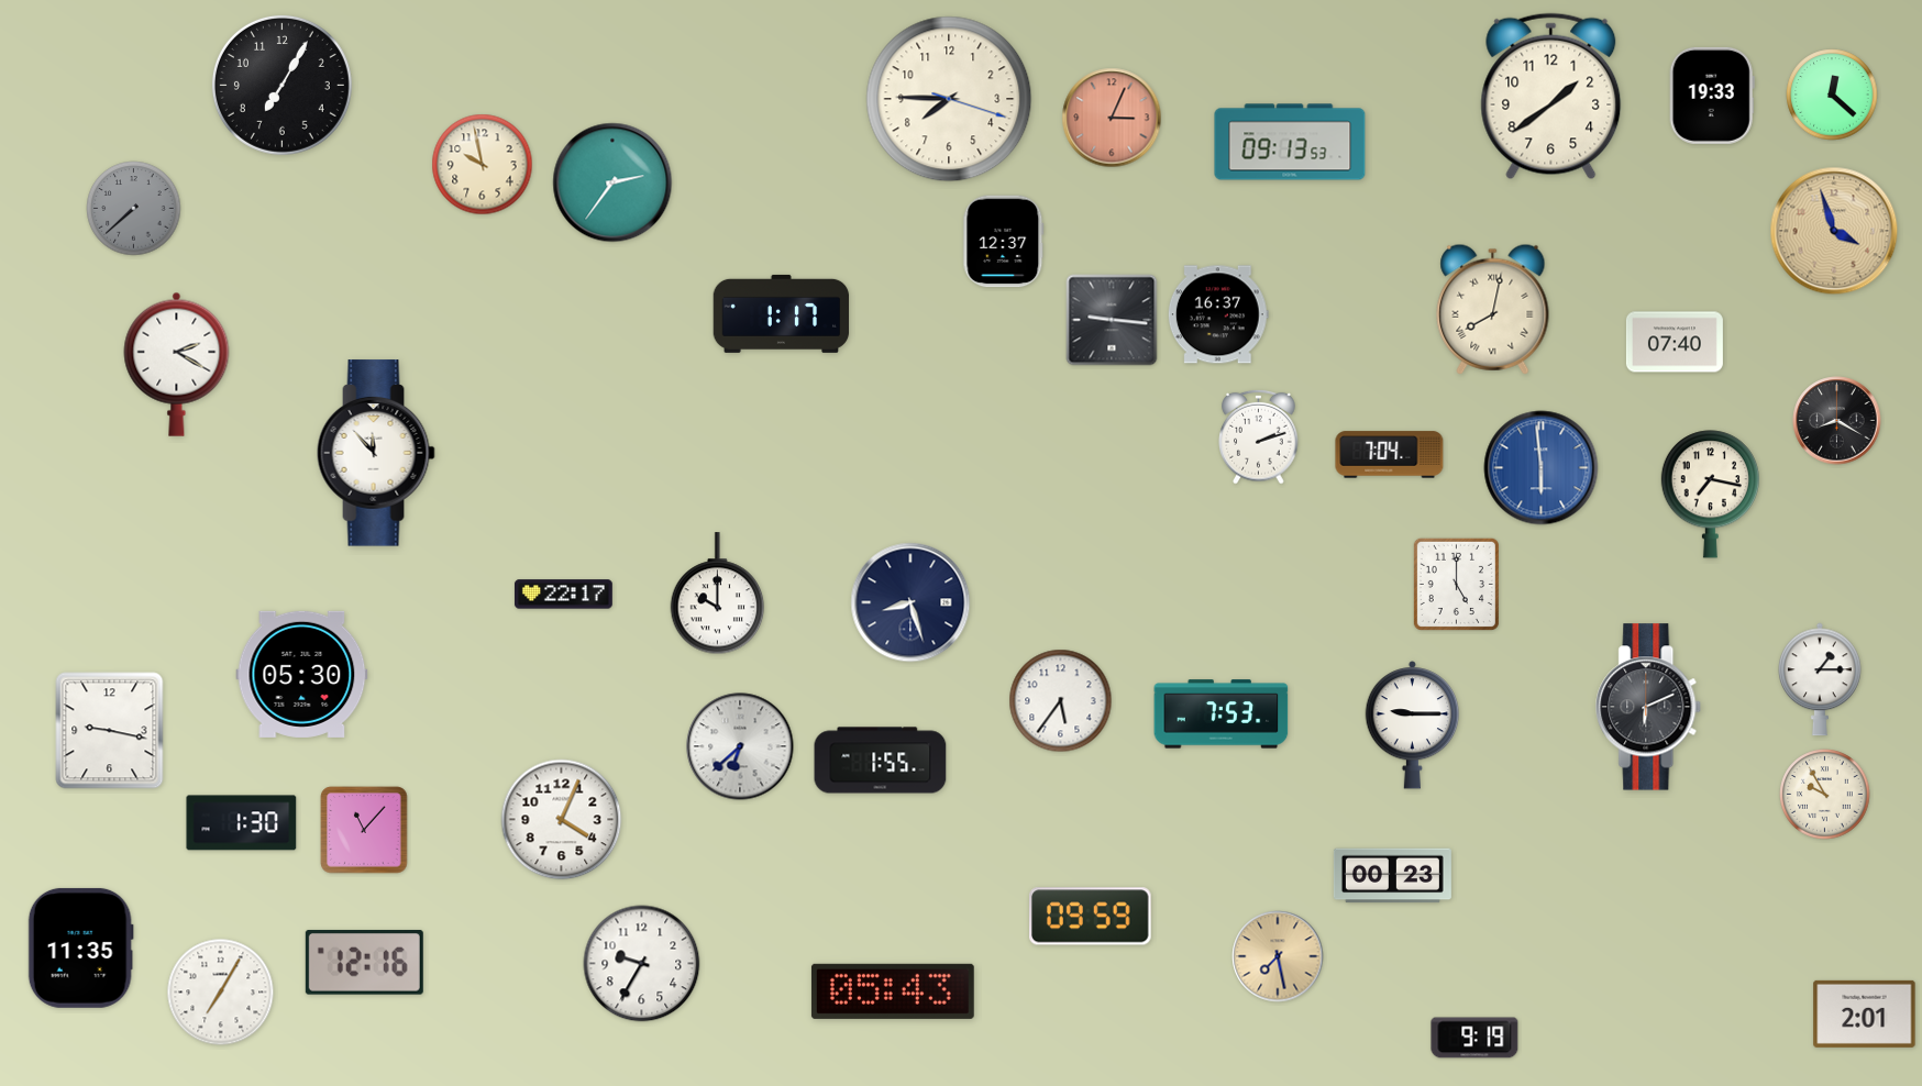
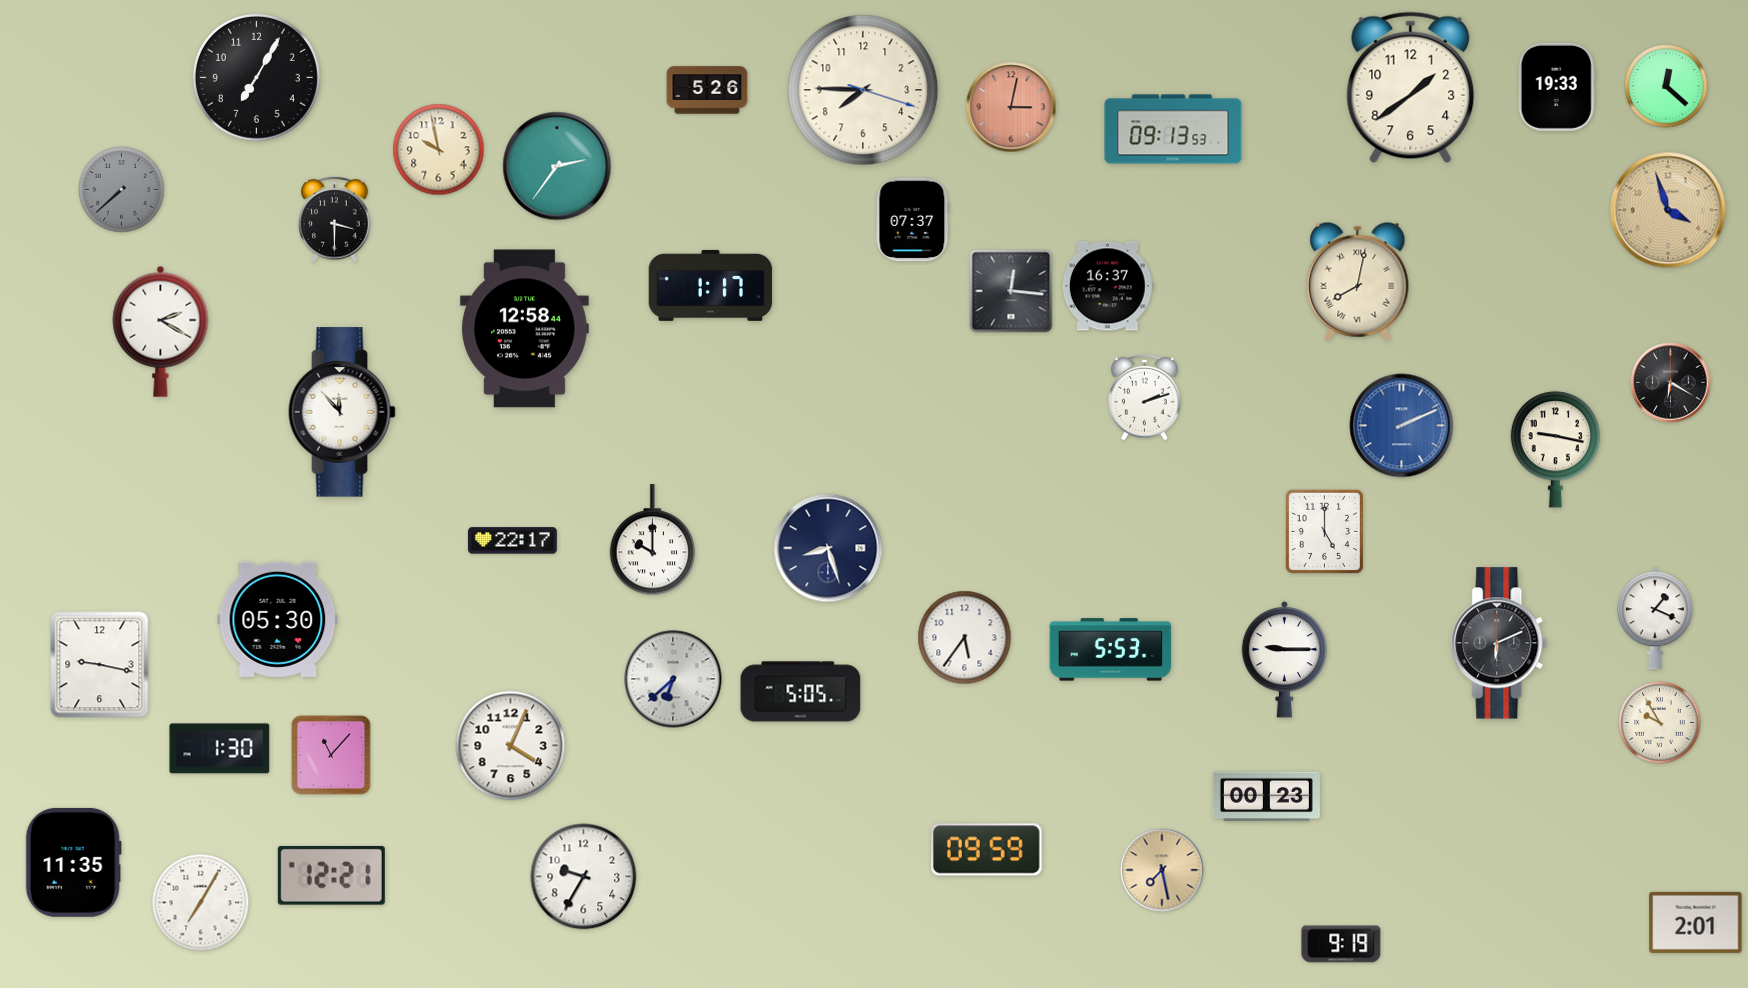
clock at (707, 90): none -> 5:26
clock at (1112, 118): 3:04 -> 3:02
clock at (335, 219): none -> 3:30
clock at (1004, 242): 12:37 -> 07:37
clock at (1112, 320): 9:16 -> 12:16
clock at (1675, 342): 07:40 -> none
clock at (524, 329): none -> 12:58
clock at (1837, 421): 8:20 -> 6:20
clock at (1390, 455): 7:04 -> none
clock at (1542, 468): 5:59 -> 2:11
clock at (1710, 495): 7:17 -> 9:17
clock at (302, 674) position: (302, 674) -> (278, 619)
clock at (1820, 679): 1:15 -> 1:19
clock at (1222, 714): 7:53 -> 5:53
clock at (881, 761): 1:55 -> 5:05
clock at (1091, 917) position: (1091, 917) -> (987, 850)
clock at (364, 963): 12:16 -> 12:21
clock at (893, 991): 05:43 -> none
